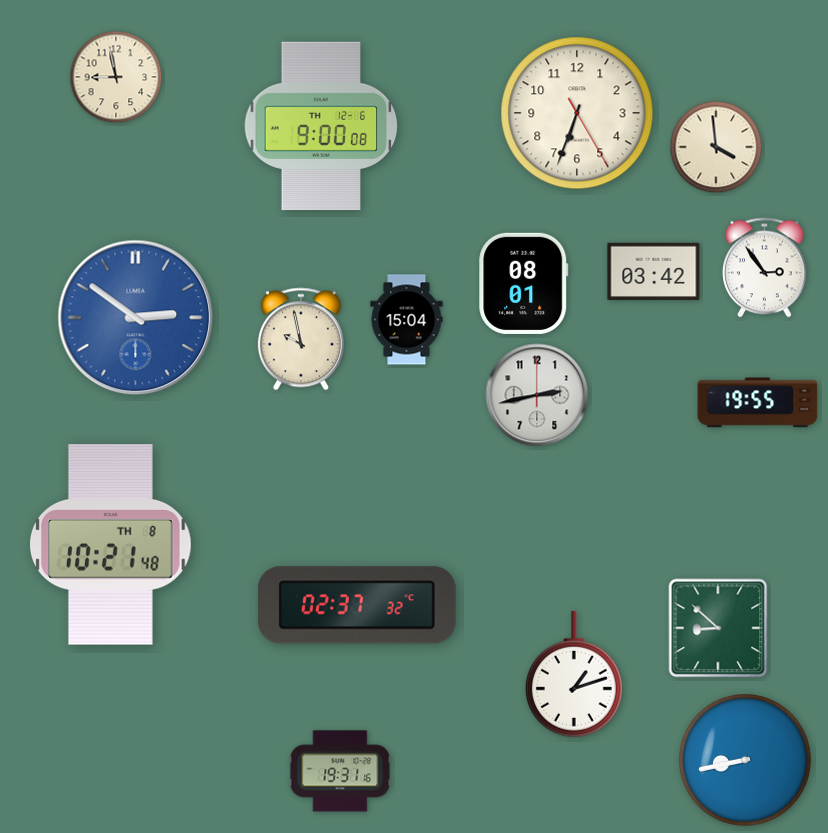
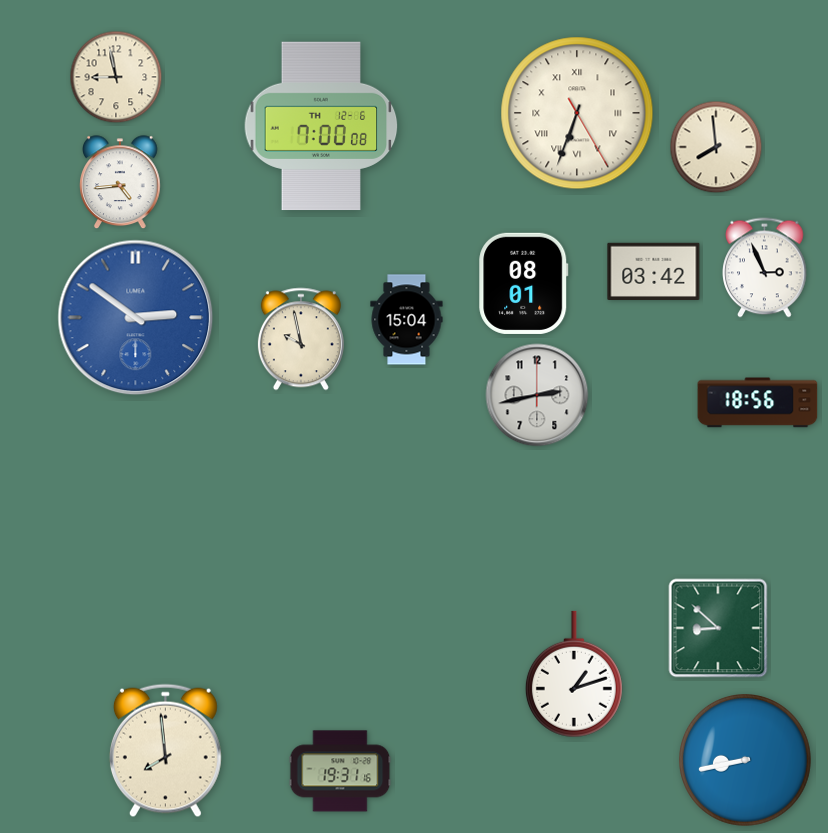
clock at (577, 113) numerals: Arabic -> Roman
clock at (321, 126): 9:00 -> 7:00
clock at (716, 147): 3:59 -> 7:59
clock at (121, 183): none -> 4:44
clock at (765, 268): 2:54 -> 2:56
clock at (758, 403): 19:55 -> 18:56
clock at (110, 545): 10:21 -> none
clock at (357, 605): 02:37 -> none
clock at (165, 751): none -> 7:59
